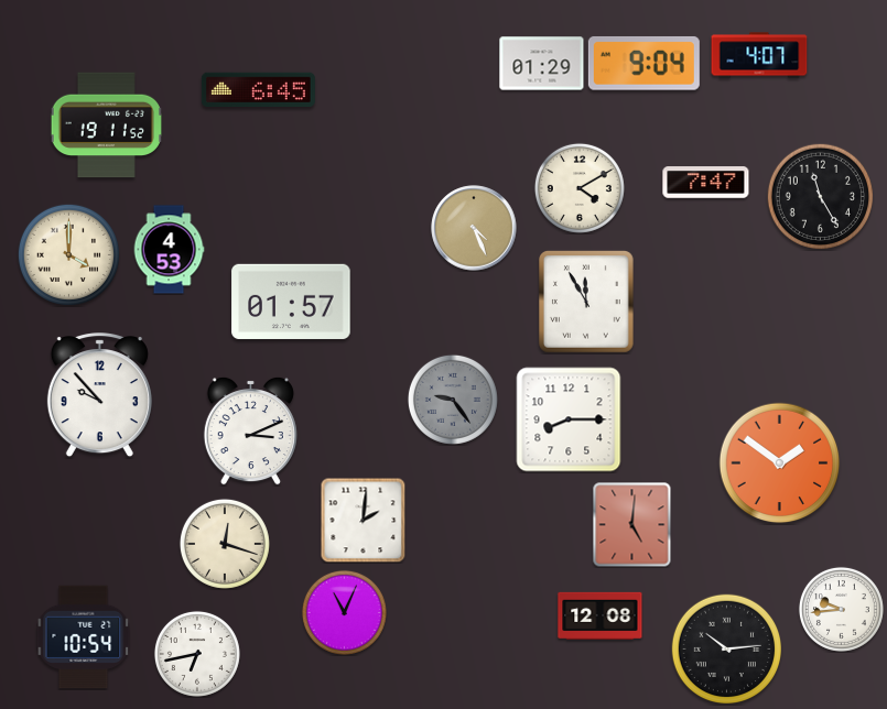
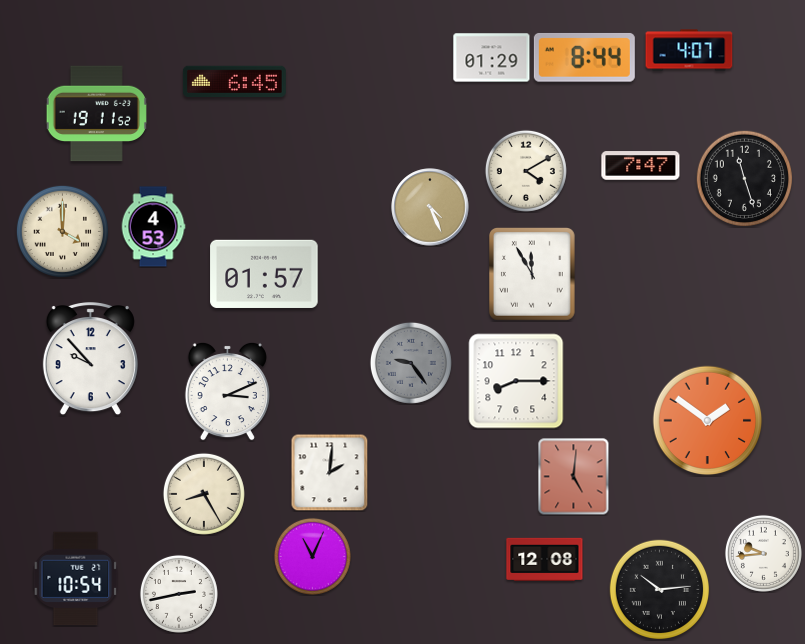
clock at (643, 63): 9:04 -> 8:44
clock at (820, 196): 11:25 -> 11:27
clock at (225, 544): 12:18 -> 8:25
clock at (197, 654): 6:43 -> 2:43
